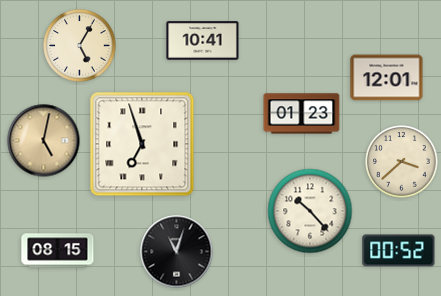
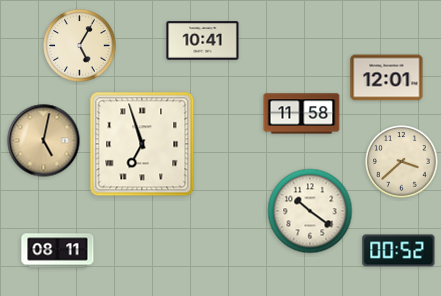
clock at (302, 114): 01:23 -> 11:58
clock at (310, 211): 10:23 -> 10:21
clock at (58, 251): 08:15 -> 08:11
clock at (177, 252): 11:03 -> none
